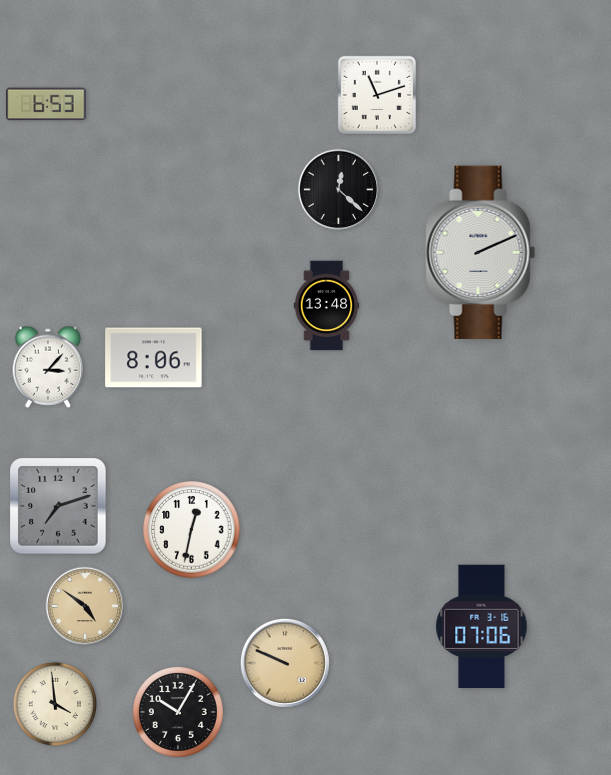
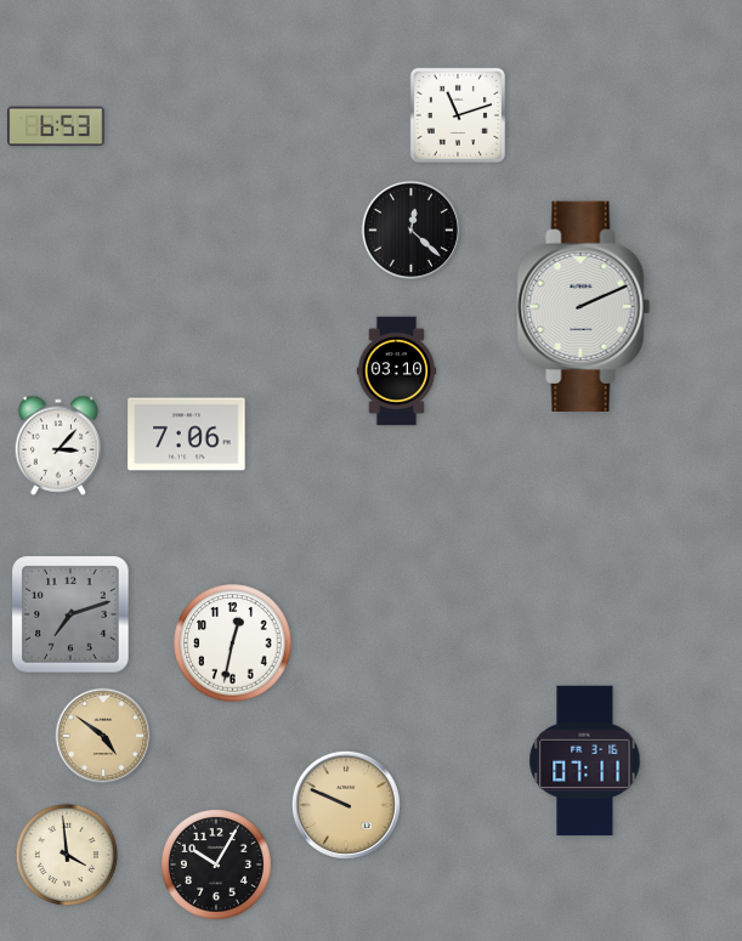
clock at (327, 306): 13:48 -> 03:10
clock at (154, 358): 8:06 -> 7:06
clock at (482, 627): 07:06 -> 07:11
